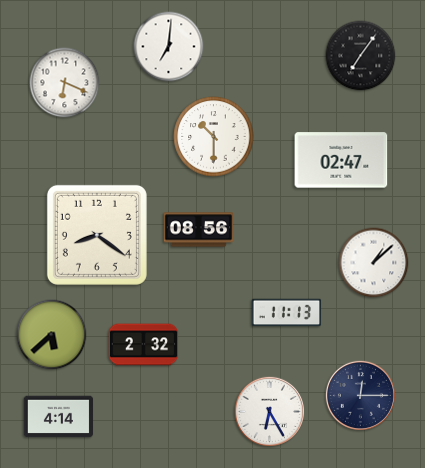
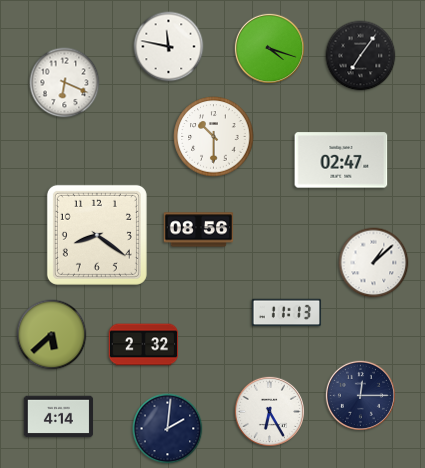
clock at (169, 47): 7:01 -> 11:47
clock at (269, 48): none -> 4:18
clock at (168, 429): none -> 2:01
